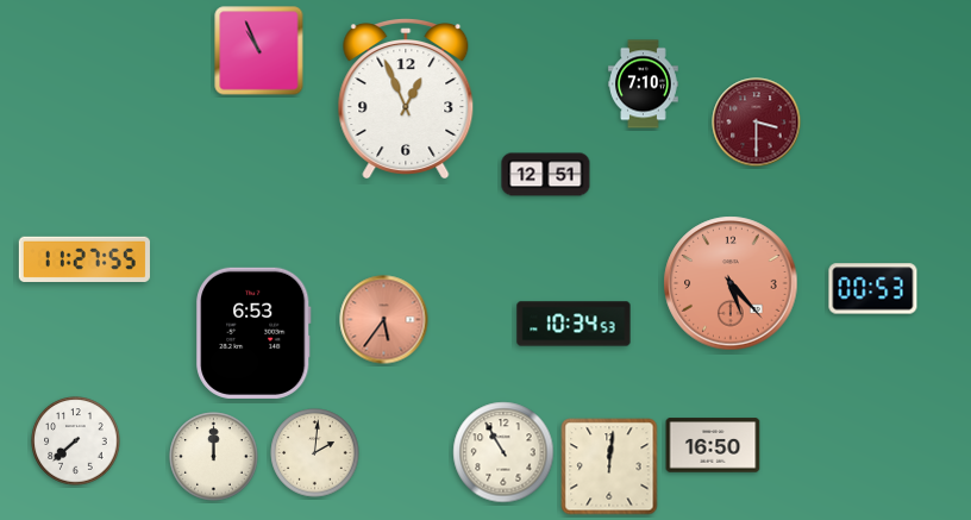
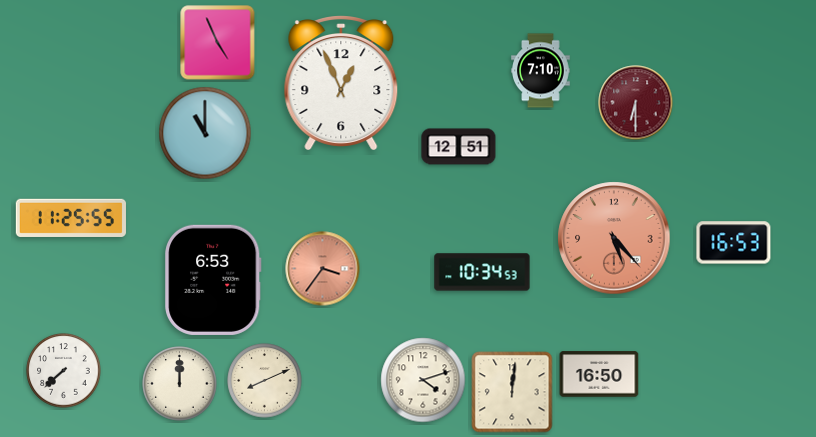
clock at (259, 51): 10:56 -> 4:56
clock at (757, 123): 3:30 -> 6:30
clock at (205, 133): none -> 11:00
clock at (84, 259): 11:27 -> 11:25
clock at (873, 289): 00:53 -> 16:53
clock at (384, 320): 5:36 -> 3:36
clock at (503, 452): 10:55 -> 4:12
clock at (315, 453): 2:01 -> 8:11
